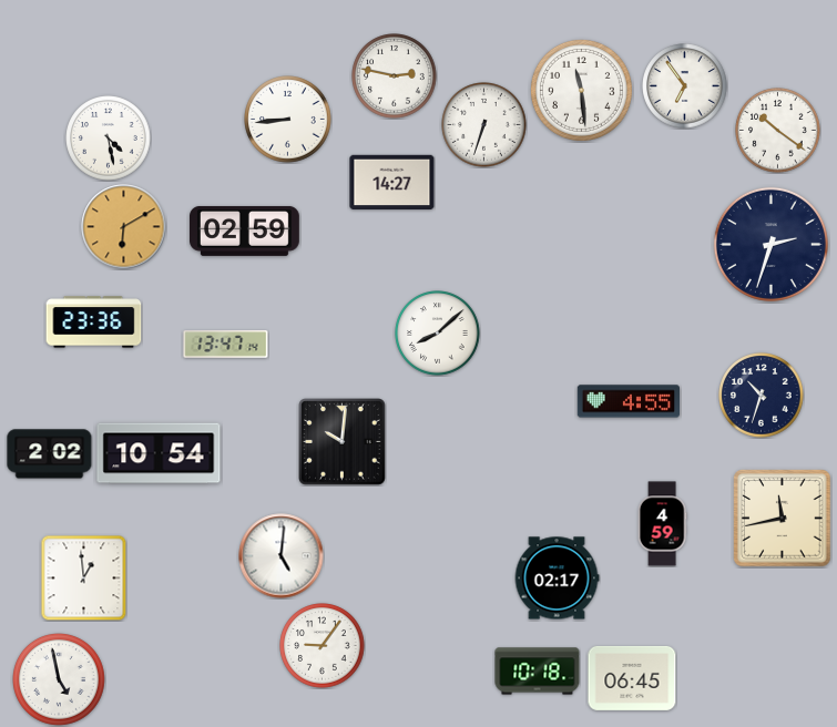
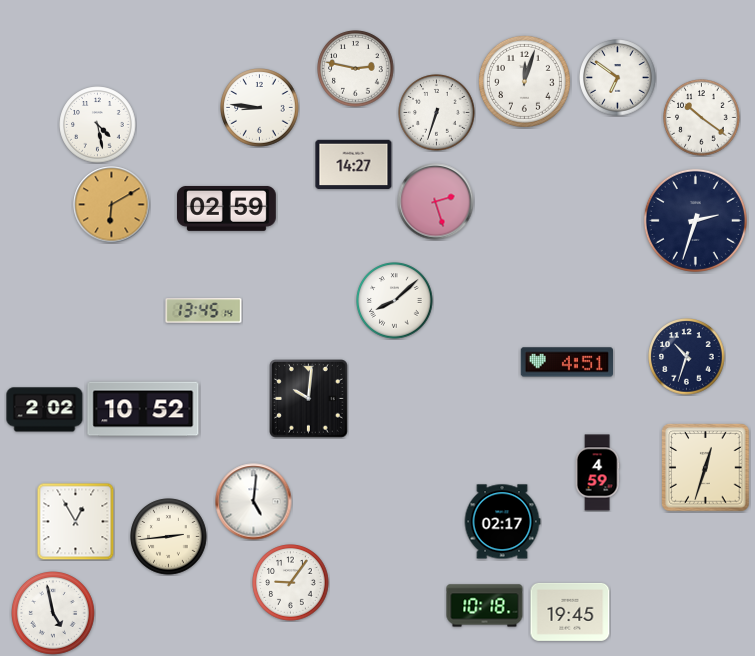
clock at (685, 86): 6:54 -> 6:51
clock at (581, 90): 11:29 -> 12:03
clock at (288, 120): 8:44 -> 8:46
clock at (436, 202): none -> 2:27
clock at (245, 231) position: (245, 231) -> (227, 208)
clock at (94, 322): 23:36 -> none
clock at (226, 345): 13:47 -> 13:45
clock at (627, 401): 4:55 -> 4:51
clock at (159, 453): 10:54 -> 10:52
clock at (783, 519): 11:43 -> 12:33
clock at (83, 577): 12:59 -> 12:55
clock at (169, 537): none -> 2:44
clock at (632, 678): 06:45 -> 19:45
